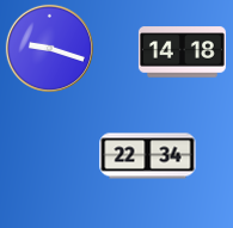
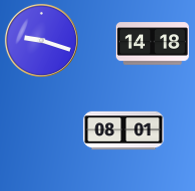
clock at (148, 156): 22:34 -> 08:01
